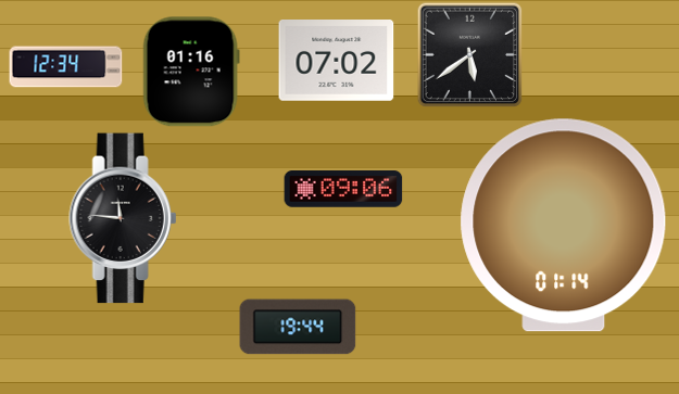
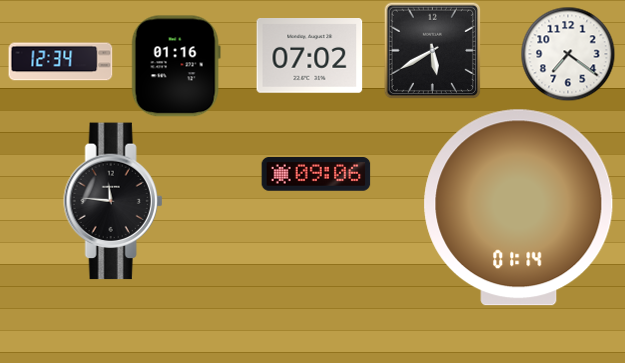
clock at (469, 54): 5:39 -> 5:40
clock at (568, 54): none -> 7:21
clock at (298, 327): 19:44 -> none
